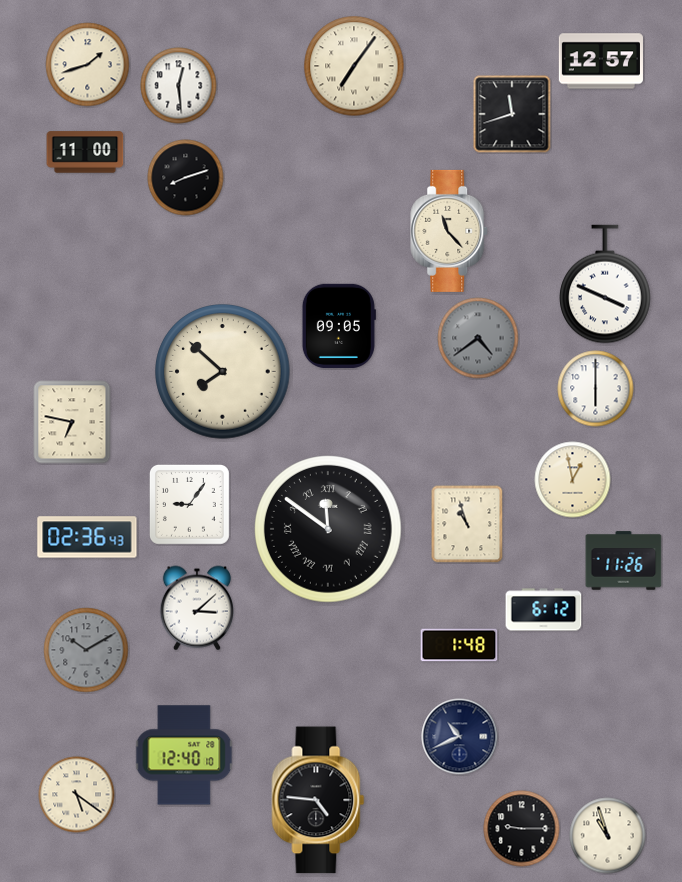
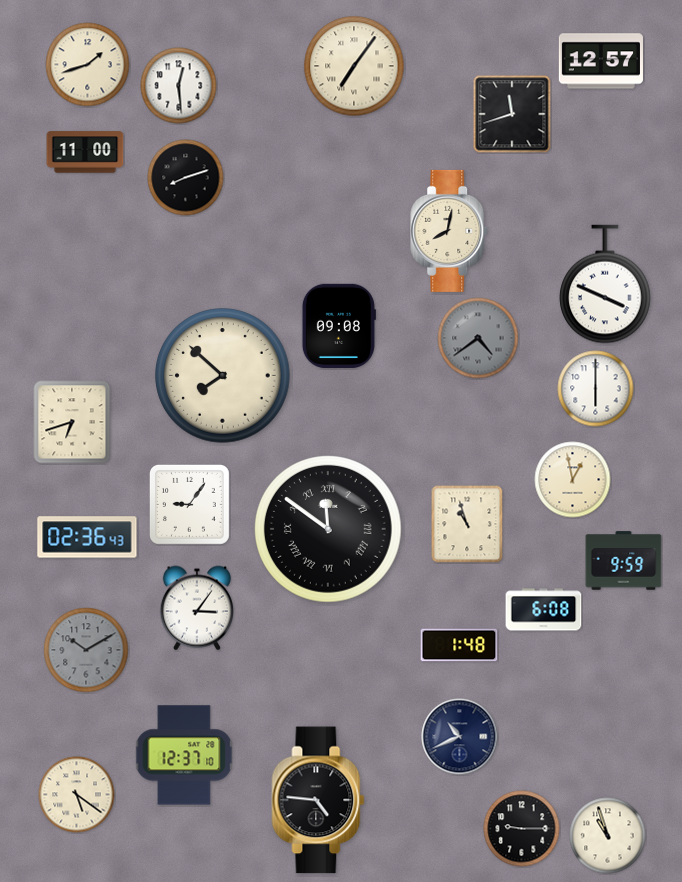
clock at (450, 231): 11:23 -> 8:02
clock at (339, 326): 09:05 -> 09:08
clock at (223, 372) position: (223, 372) -> (223, 376)
clock at (72, 422): 6:47 -> 6:42
clock at (624, 561): 11:26 -> 9:59
clock at (197, 608): 3:08 -> 3:06
clock at (544, 610): 6:12 -> 6:08
clock at (184, 755): 12:40 -> 12:37
